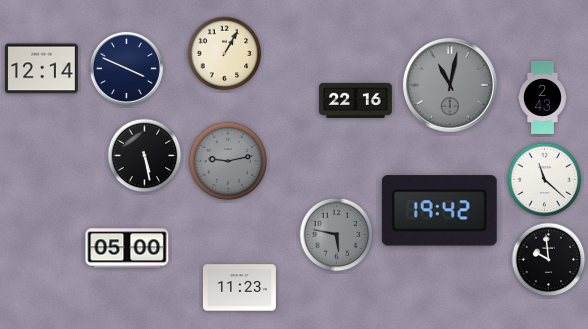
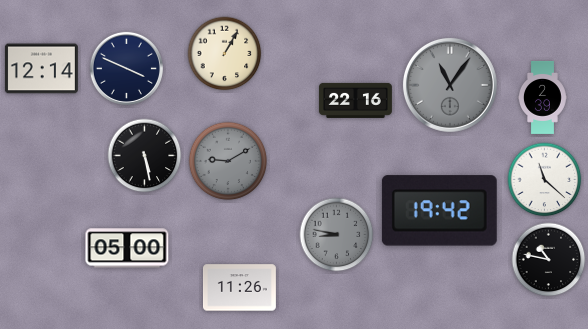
clock at (450, 85): 11:02 -> 11:06
clock at (543, 97): 2:43 -> 2:39
clock at (228, 161): 9:13 -> 9:10
clock at (337, 235): 5:47 -> 8:47
clock at (549, 260): 9:59 -> 10:47
clock at (239, 288): 11:23 -> 11:26
